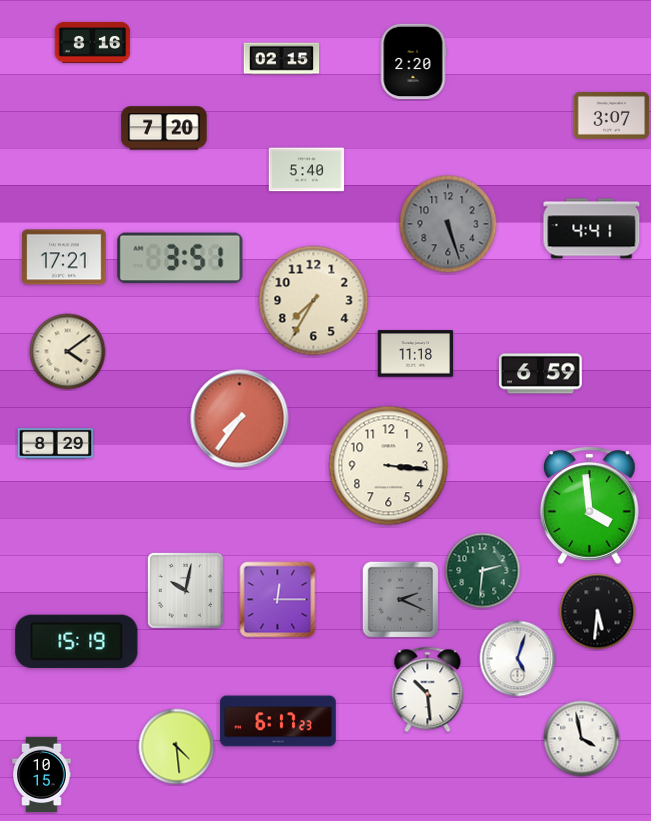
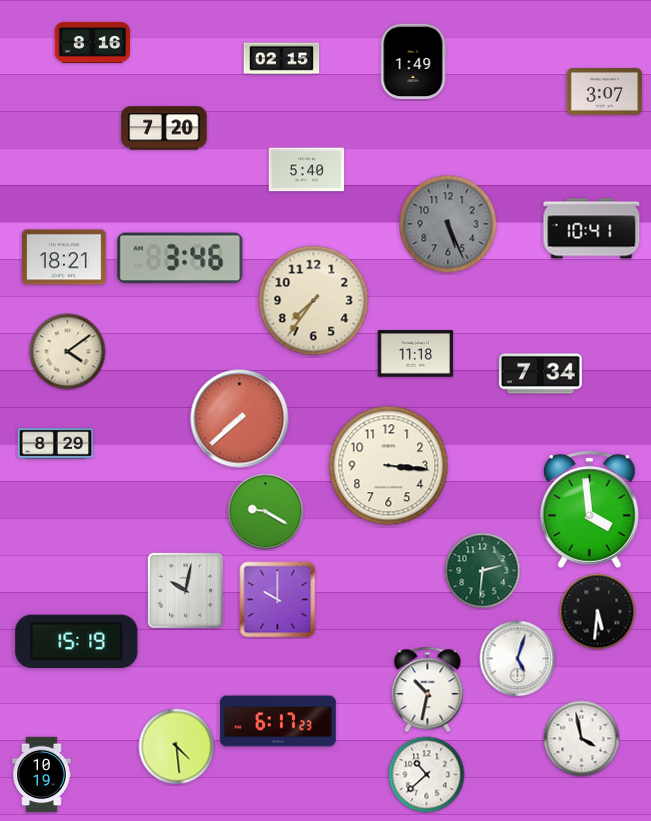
clock at (413, 62): 2:20 -> 1:49
clock at (612, 115) position: (612, 115) -> (605, 91)
clock at (448, 224): 5:27 -> 5:26
clock at (592, 229): 4:41 -> 10:41
clock at (64, 257): 17:21 -> 18:21
clock at (180, 258): 3:51 -> 3:46
clock at (314, 301): 7:35 -> 7:36
clock at (541, 374): 6:59 -> 7:34
clock at (240, 419): 7:36 -> 7:38
clock at (590, 505) position: (590, 505) -> (590, 509)
clock at (266, 512): none -> 9:20
clock at (400, 599): 2:19 -> none
clock at (278, 600): 12:15 -> 10:00
clock at (428, 690): 10:29 -> 10:32
clock at (42, 775): 10:15 -> 10:19
clock at (427, 775): none -> 10:38
